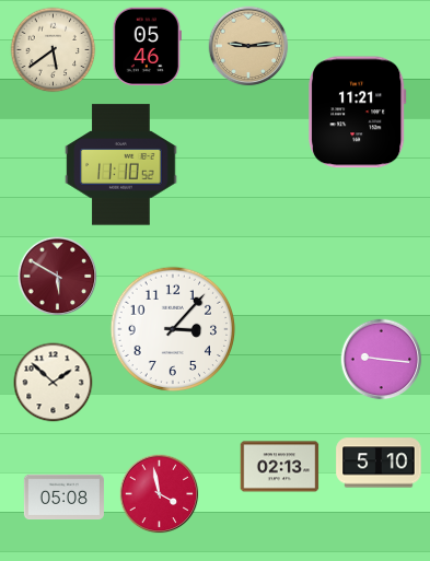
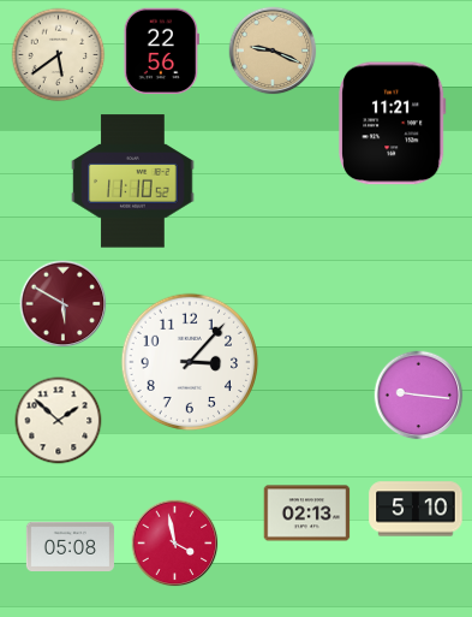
clock at (248, 46): 9:14 -> 9:19
clock at (147, 47): 05:46 -> 22:56
